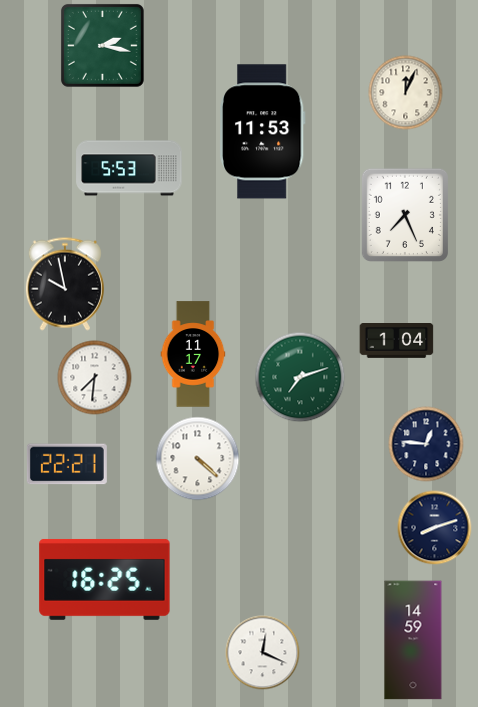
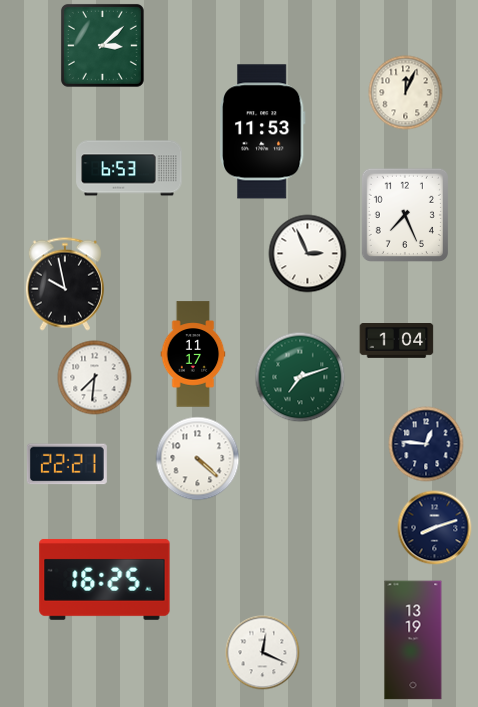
clock at (102, 45): 2:17 -> 3:08
clock at (129, 168): 5:53 -> 6:53
clock at (308, 254): none -> 2:56
clock at (413, 640): 14:59 -> 13:19
